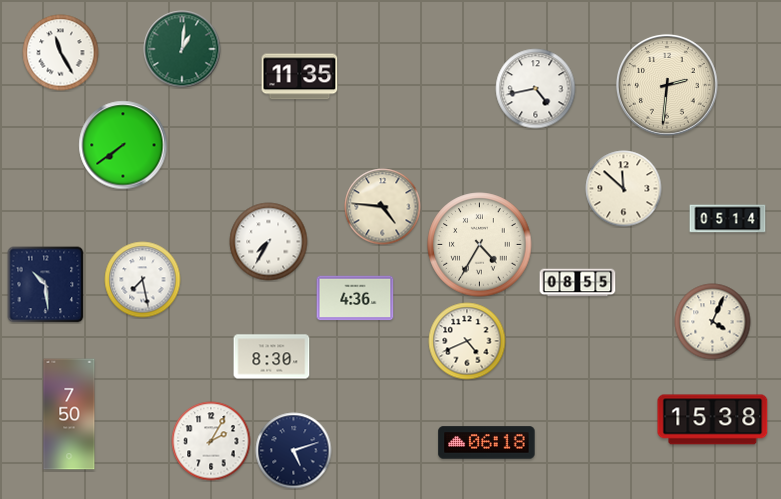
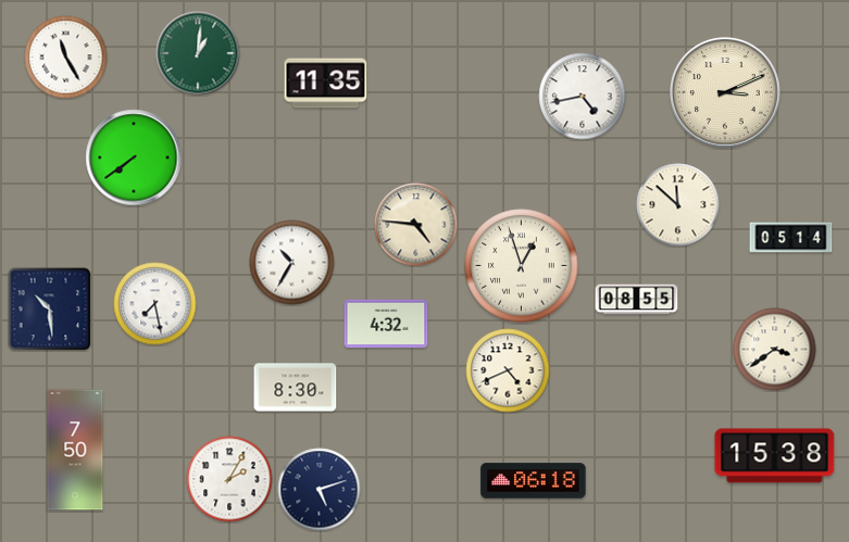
clock at (667, 85): 2:31 -> 3:11
clock at (269, 242): 7:35 -> 10:35
clock at (480, 245): 4:35 -> 12:57
clock at (578, 283) position: (578, 283) -> (637, 300)
clock at (355, 298): 4:36 -> 4:32
clock at (713, 322): 4:04 -> 3:39
clock at (487, 443) position: (487, 443) -> (534, 481)
